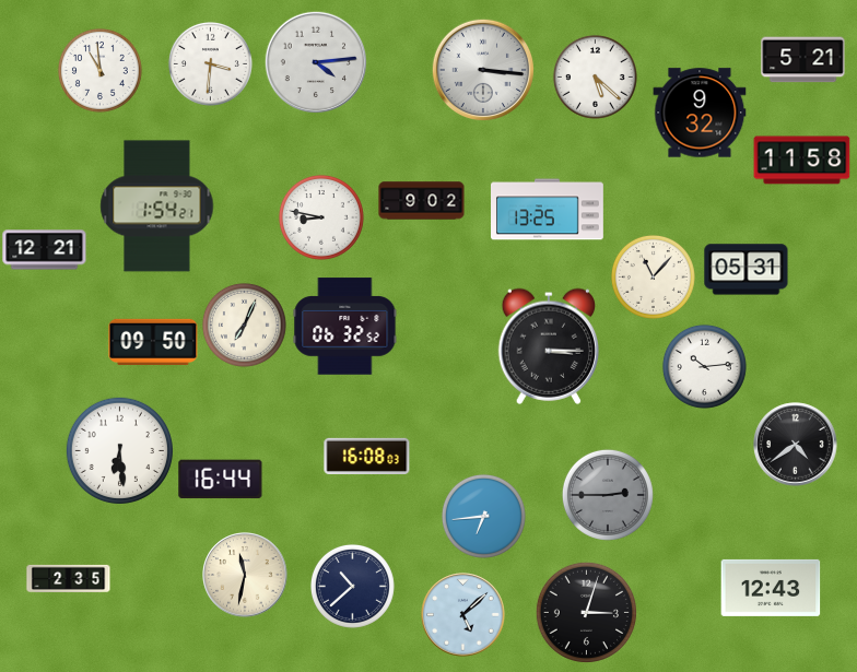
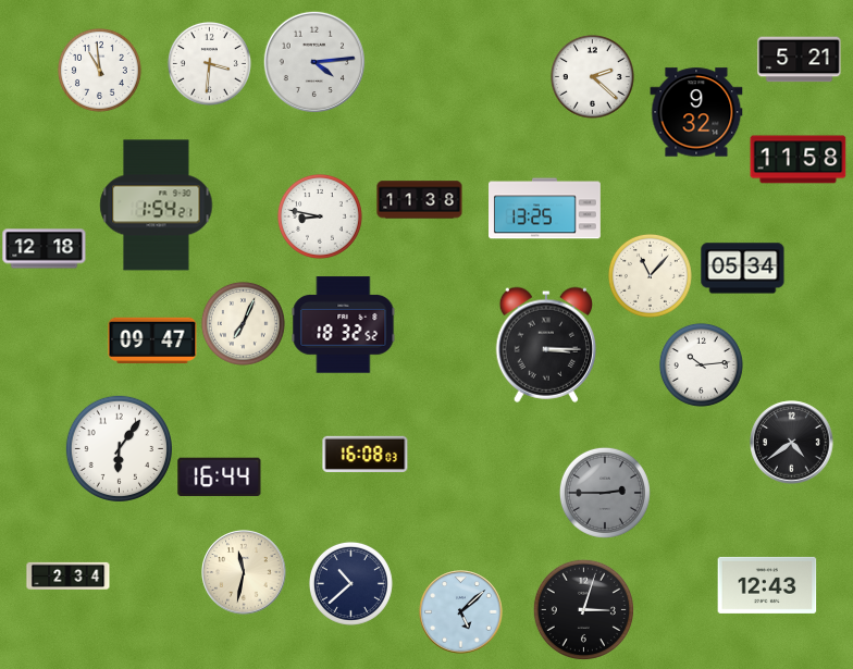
clock at (482, 69): 3:16 -> none
clock at (595, 76): 5:22 -> 2:22
clock at (422, 201): 9:02 -> 11:38
clock at (45, 250): 12:21 -> 12:18
clock at (747, 270): 05:31 -> 05:34
clock at (345, 327): 06:32 -> 18:32
clock at (153, 341): 09:50 -> 09:47
clock at (119, 450): 6:29 -> 6:06
clock at (483, 516): 6:44 -> none
clock at (69, 578): 2:35 -> 2:34
